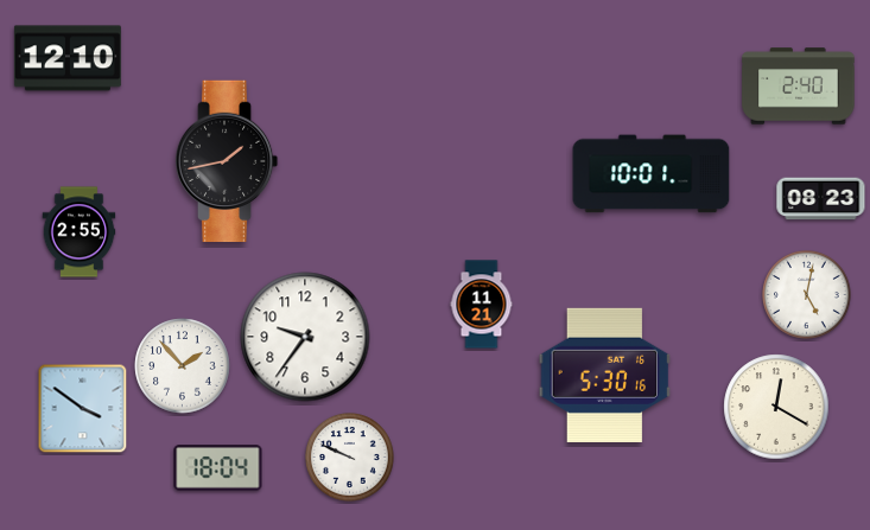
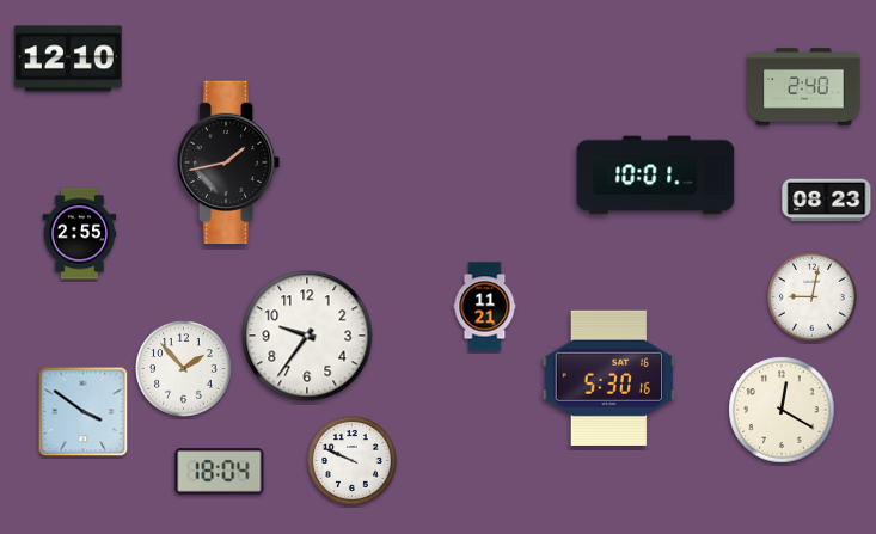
clock at (807, 295): 5:02 -> 9:02
clock at (305, 337) position: (305, 337) -> (307, 336)
